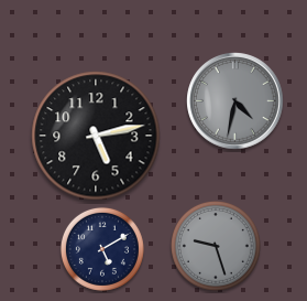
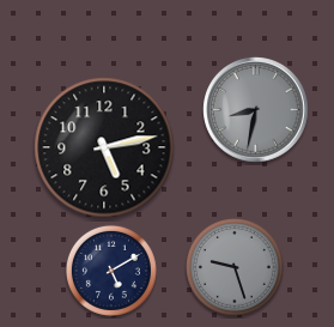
clock at (235, 101): 4:32 -> 8:32
